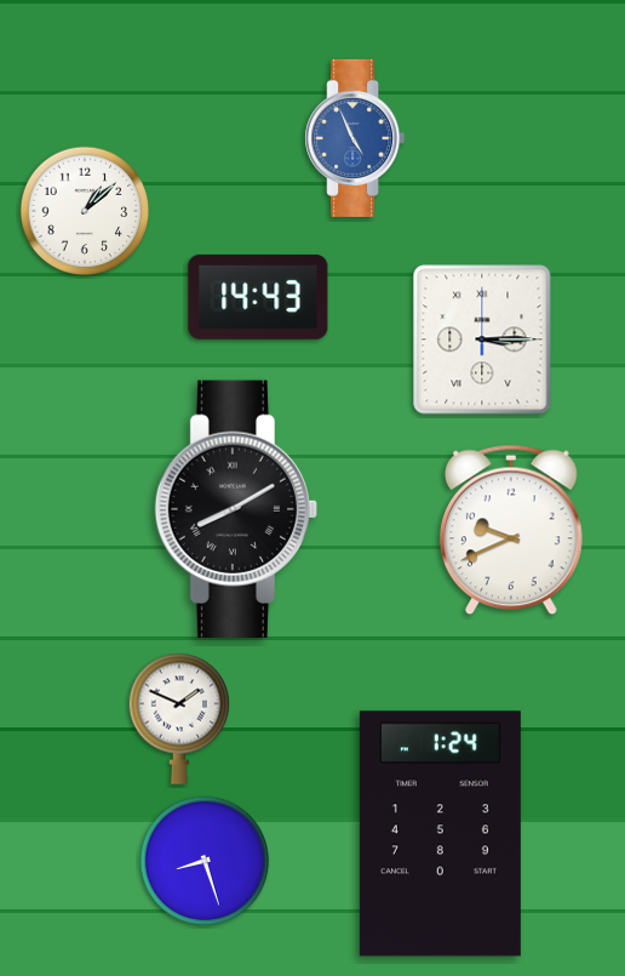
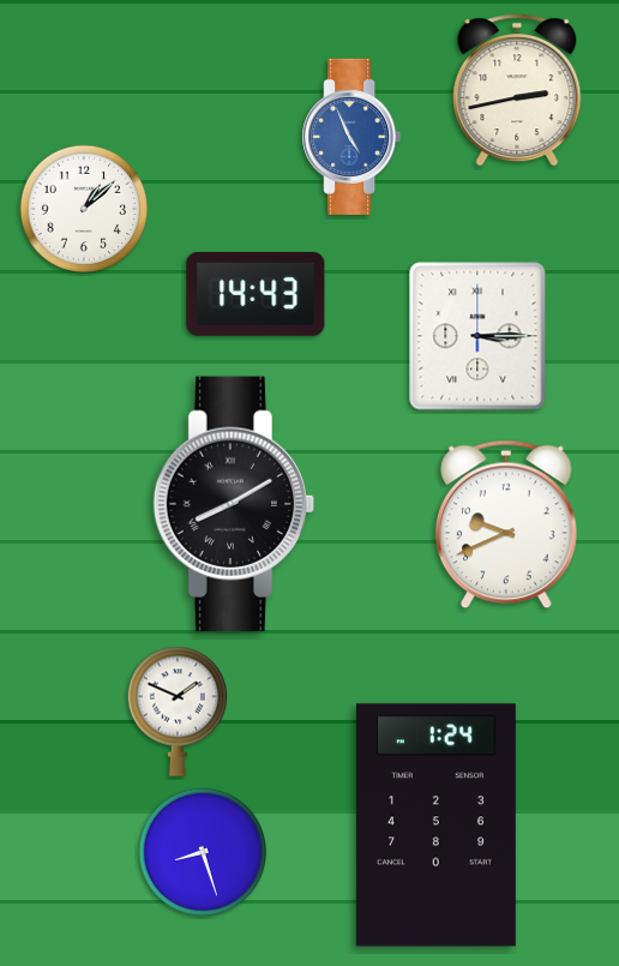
clock at (517, 90): none -> 2:43
